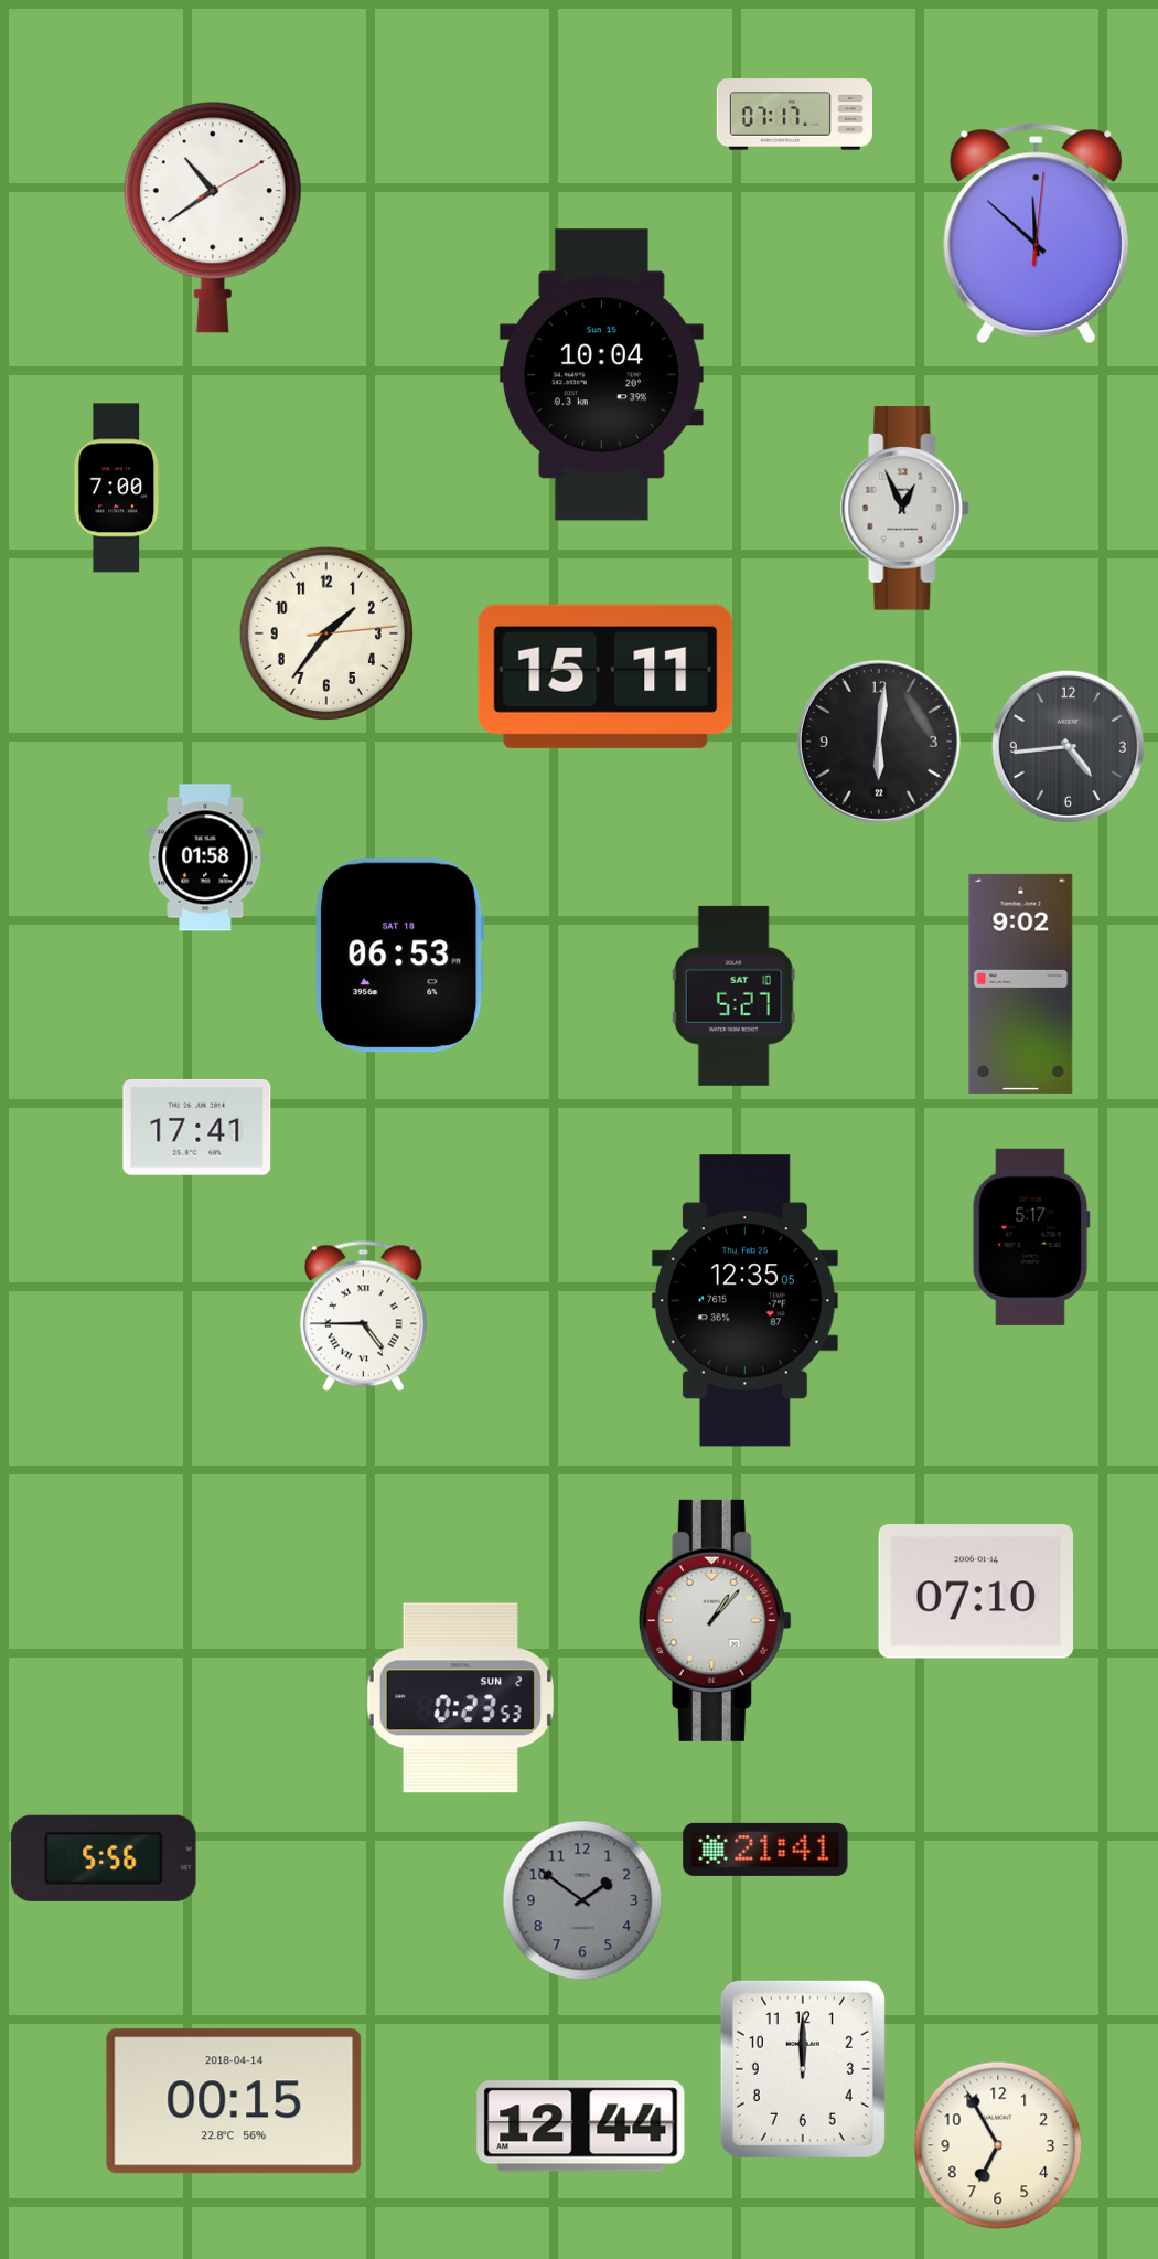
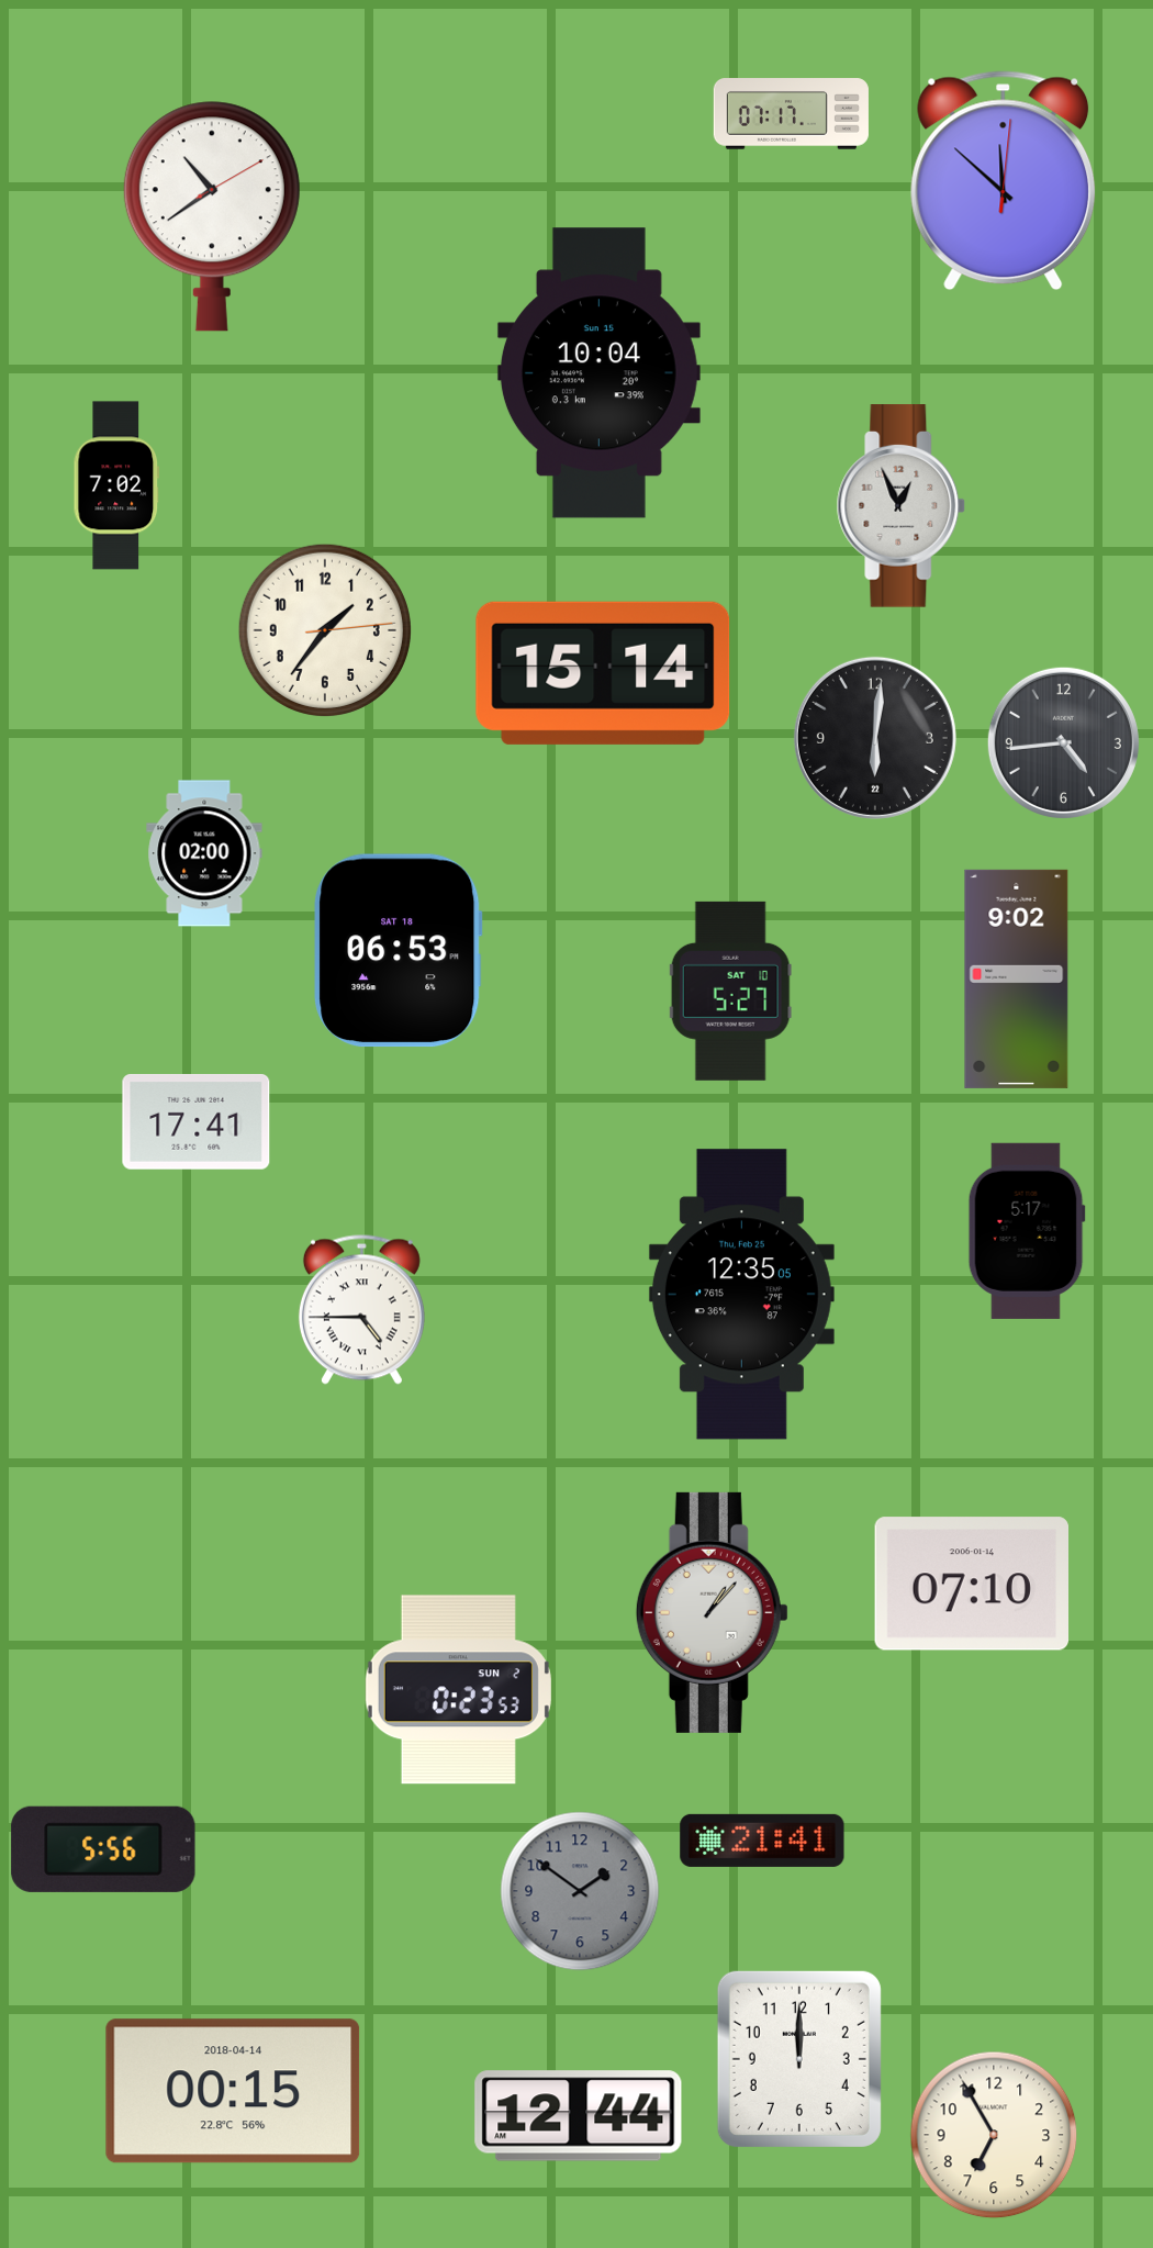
clock at (1037, 234) position: (1037, 234) -> (1004, 181)
clock at (117, 488): 7:00 -> 7:02
clock at (605, 676): 15:11 -> 15:14
clock at (205, 857): 01:58 -> 02:00
